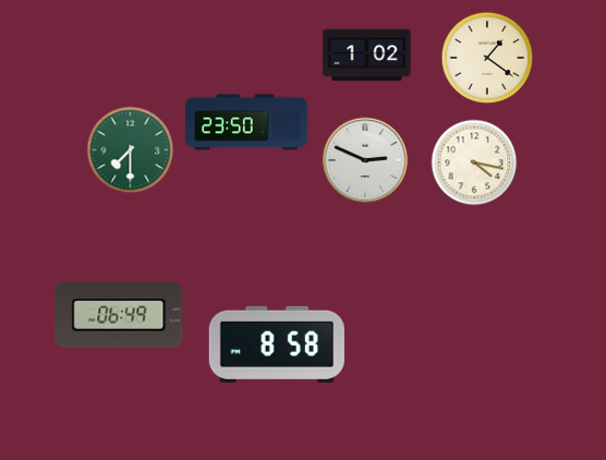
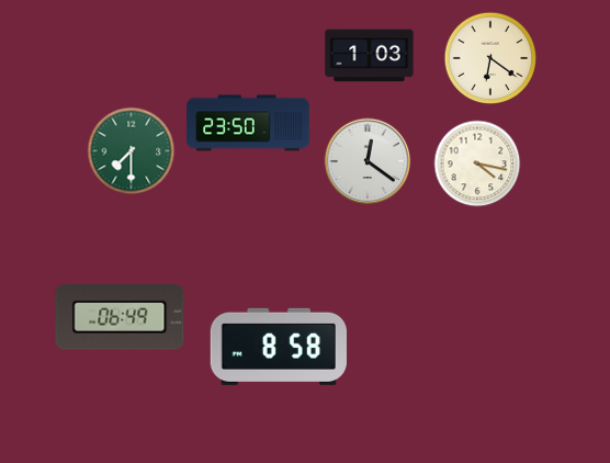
clock at (367, 56): 1:02 -> 1:03
clock at (487, 58): 1:21 -> 6:21
clock at (365, 160): 2:49 -> 12:21
